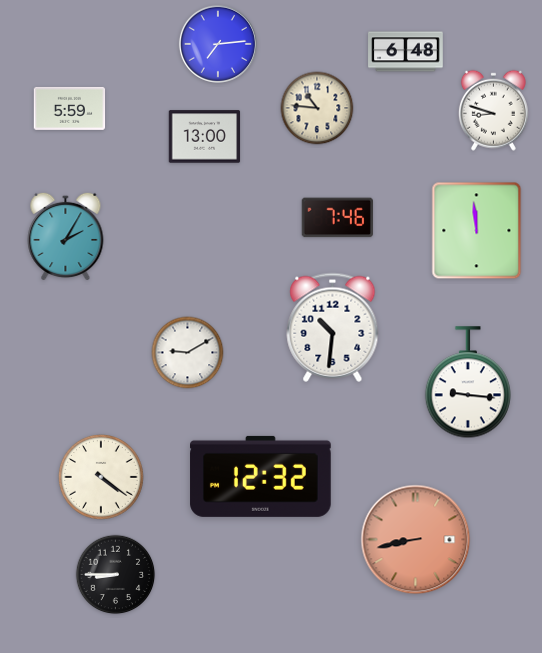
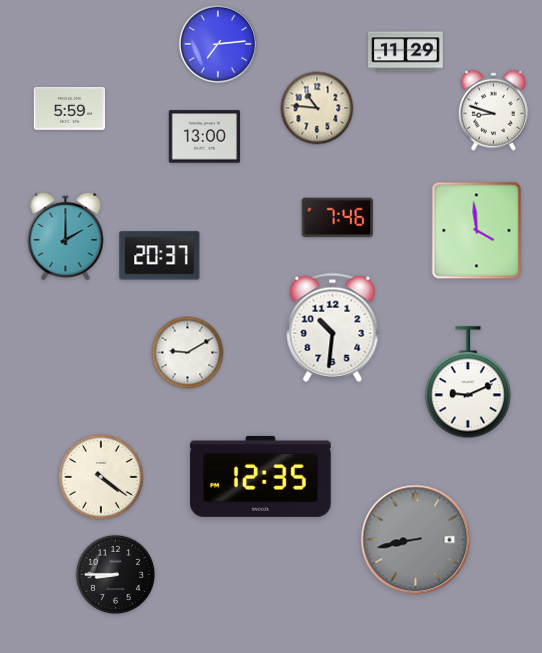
clock at (406, 52): 6:48 -> 11:29
clock at (477, 231): 11:59 -> 3:59
clock at (66, 236): 2:05 -> 2:00
clock at (160, 256): none -> 20:37
clock at (468, 383): 9:16 -> 9:11
clock at (261, 476): 12:32 -> 12:35
clock at (416, 540) dial: salmon -> grey
